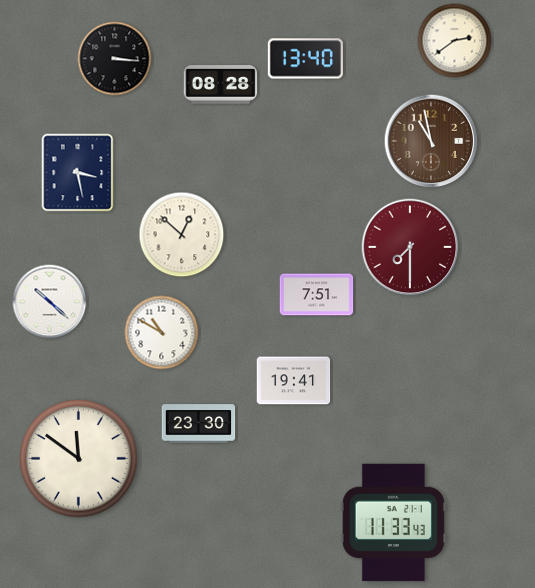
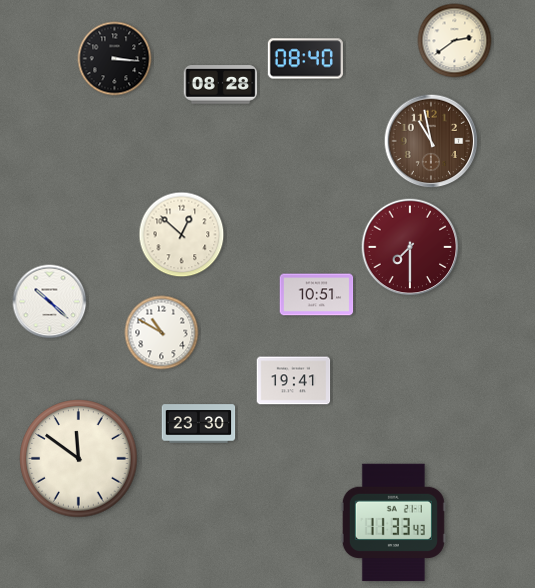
clock at (305, 59): 13:40 -> 08:40
clock at (78, 173): 3:28 -> none
clock at (317, 295): 7:51 -> 10:51
